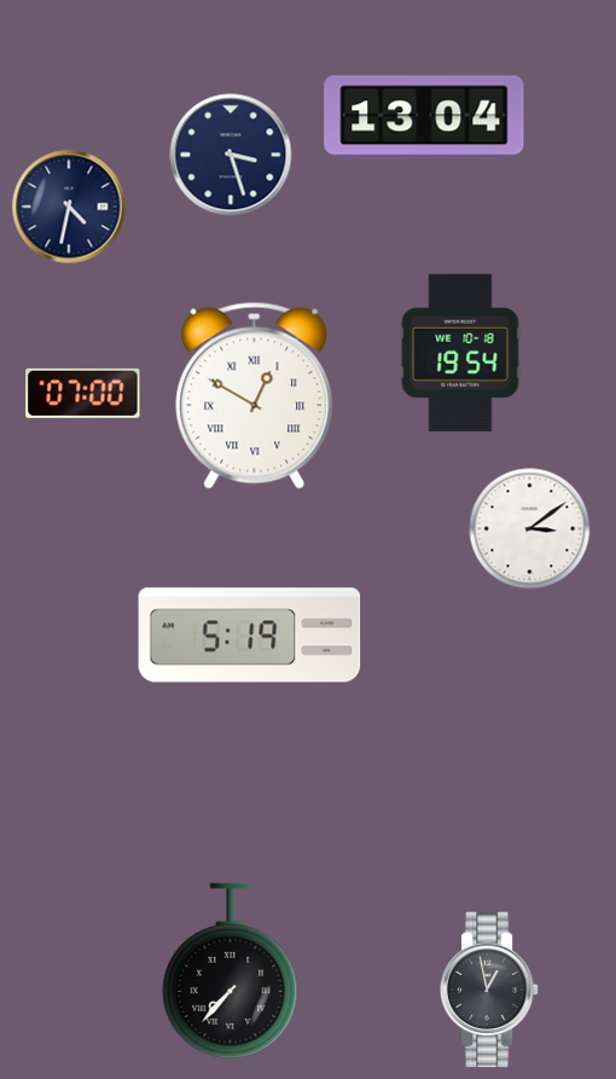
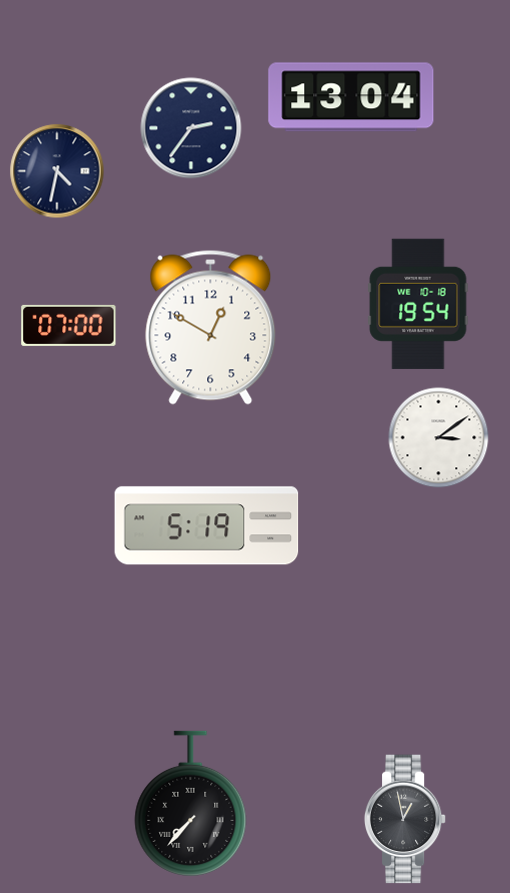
clock at (231, 155): 3:27 -> 2:36
clock at (460, 353) position: (460, 353) -> (418, 304)
clock at (255, 395) numerals: Roman -> Arabic
